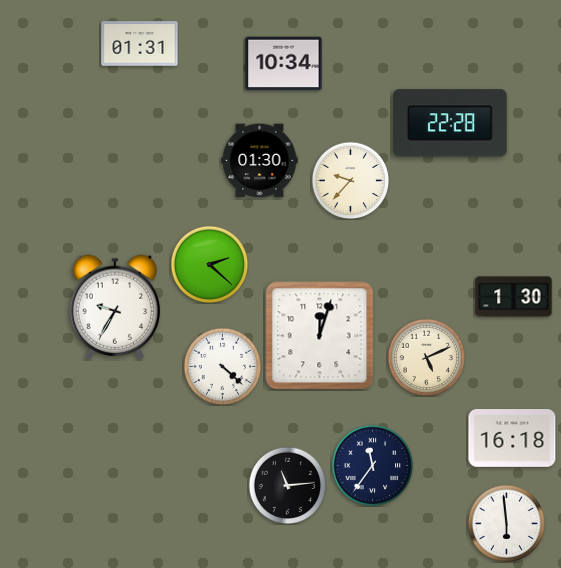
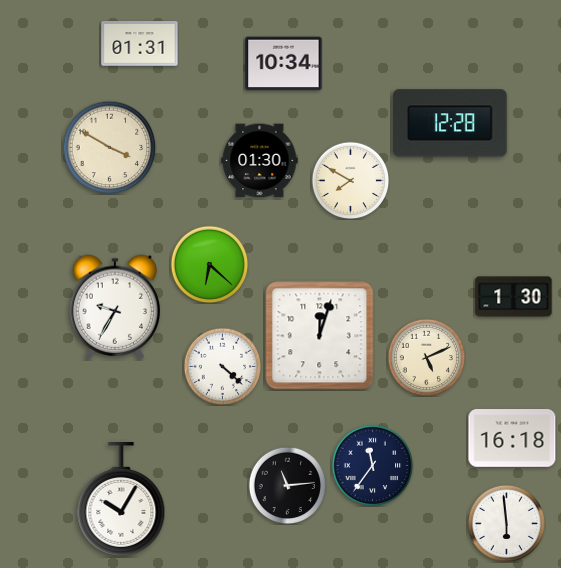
clock at (450, 123): 22:28 -> 12:28
clock at (109, 147): none -> 3:50
clock at (350, 180): 9:37 -> 7:50
clock at (209, 264): 2:22 -> 6:22
clock at (121, 500): none -> 10:05
